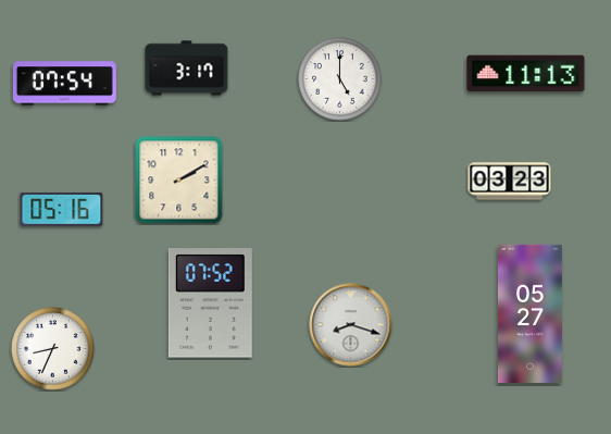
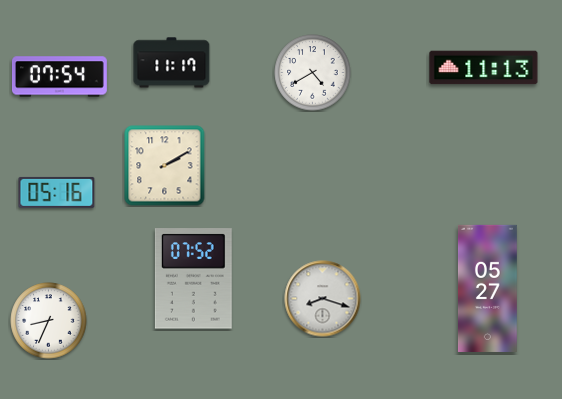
clock at (187, 69): 3:17 -> 11:17
clock at (340, 79): 5:00 -> 4:40
clock at (510, 182): 03:23 -> none
